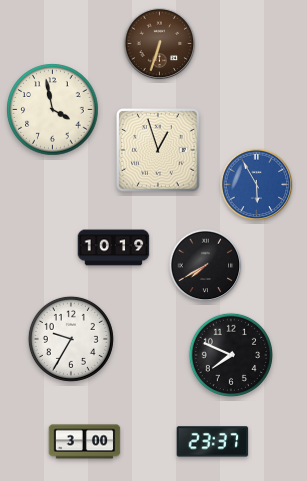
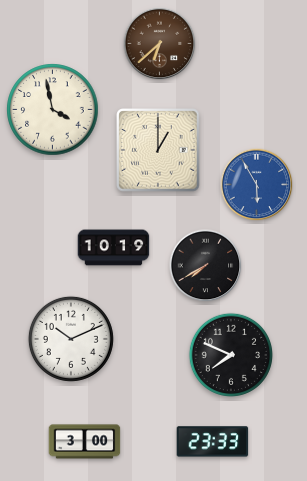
clock at (160, 44): 6:33 -> 6:38
clock at (158, 150): 12:57 -> 1:00
clock at (71, 339): 9:35 -> 10:11
clock at (213, 442): 23:37 -> 23:33
